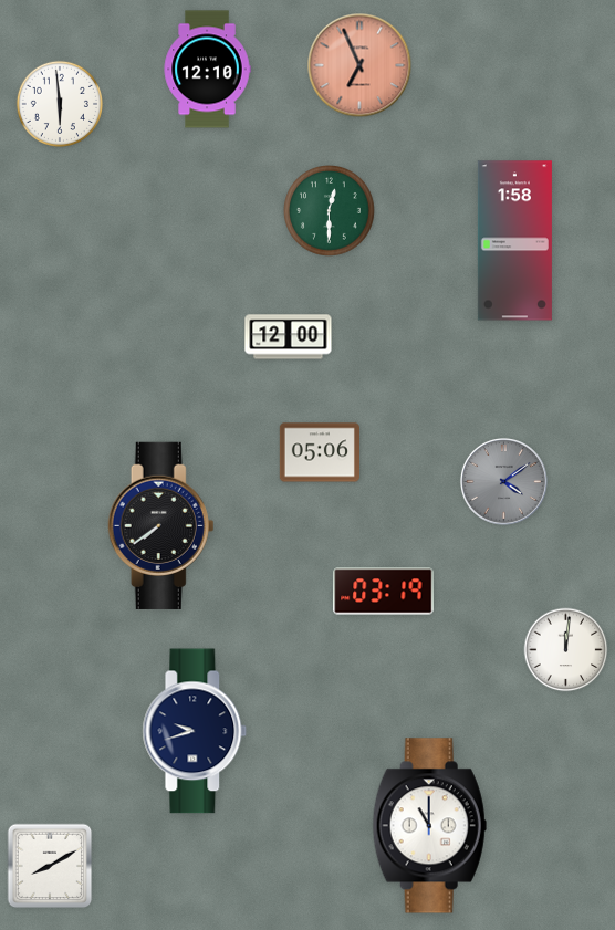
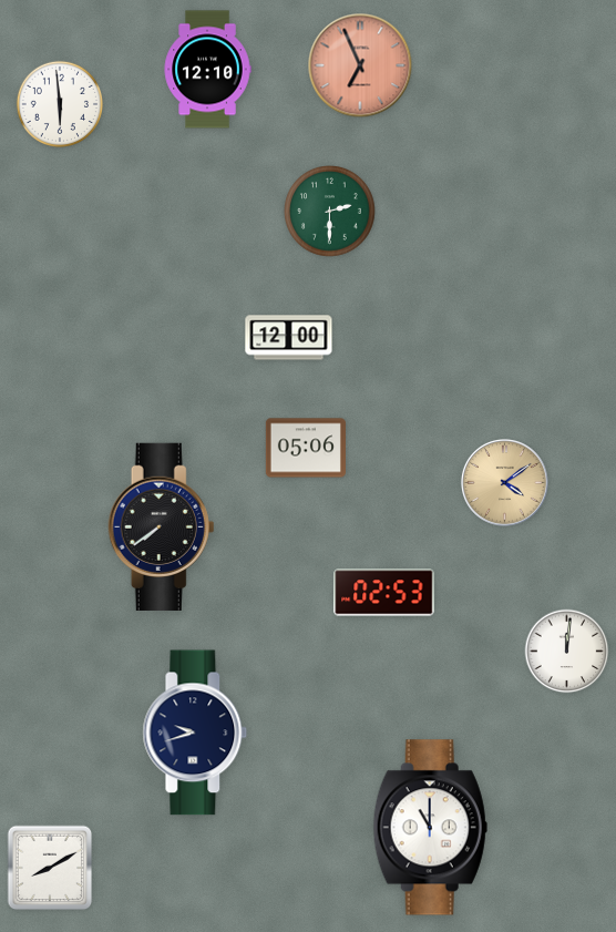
clock at (330, 211): 12:30 -> 2:30
clock at (514, 241): 1:58 -> none
clock at (319, 452) position: (319, 452) -> (305, 448)
clock at (503, 481) dial: grey -> champagne
clock at (384, 592): 03:19 -> 02:53
